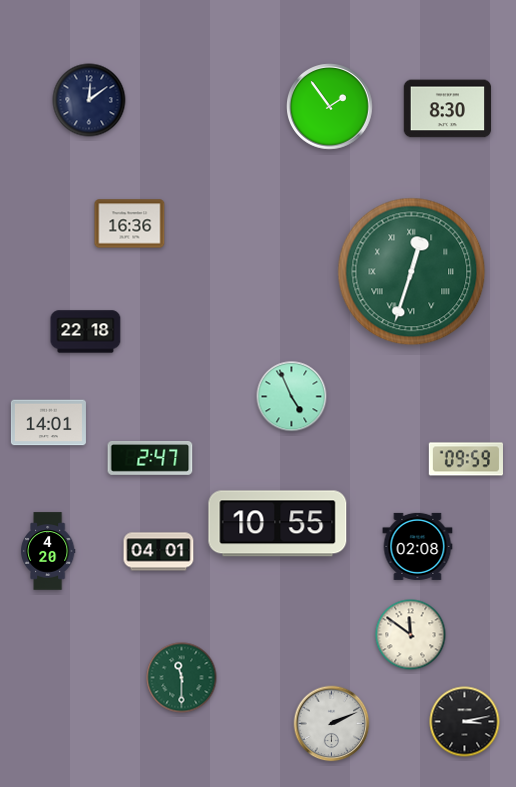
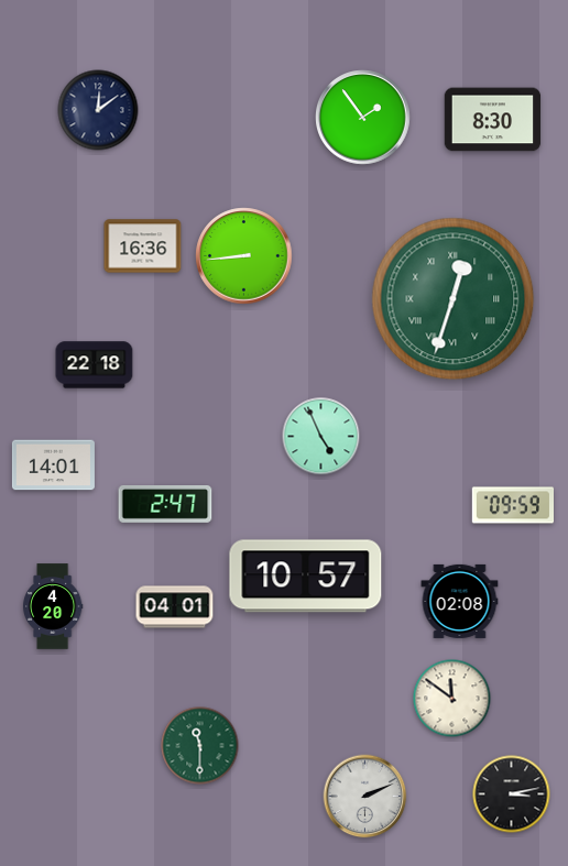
clock at (244, 256): none -> 8:44
clock at (278, 524): 10:55 -> 10:57
